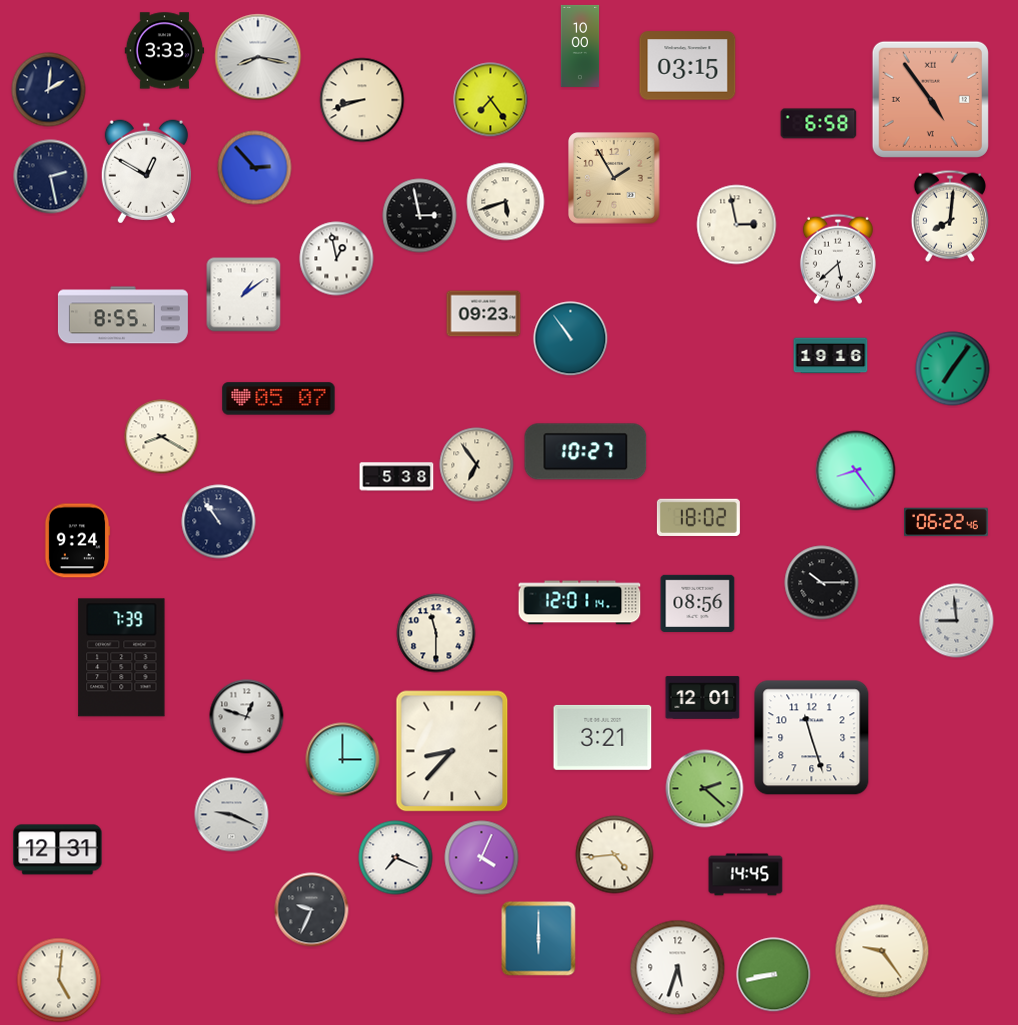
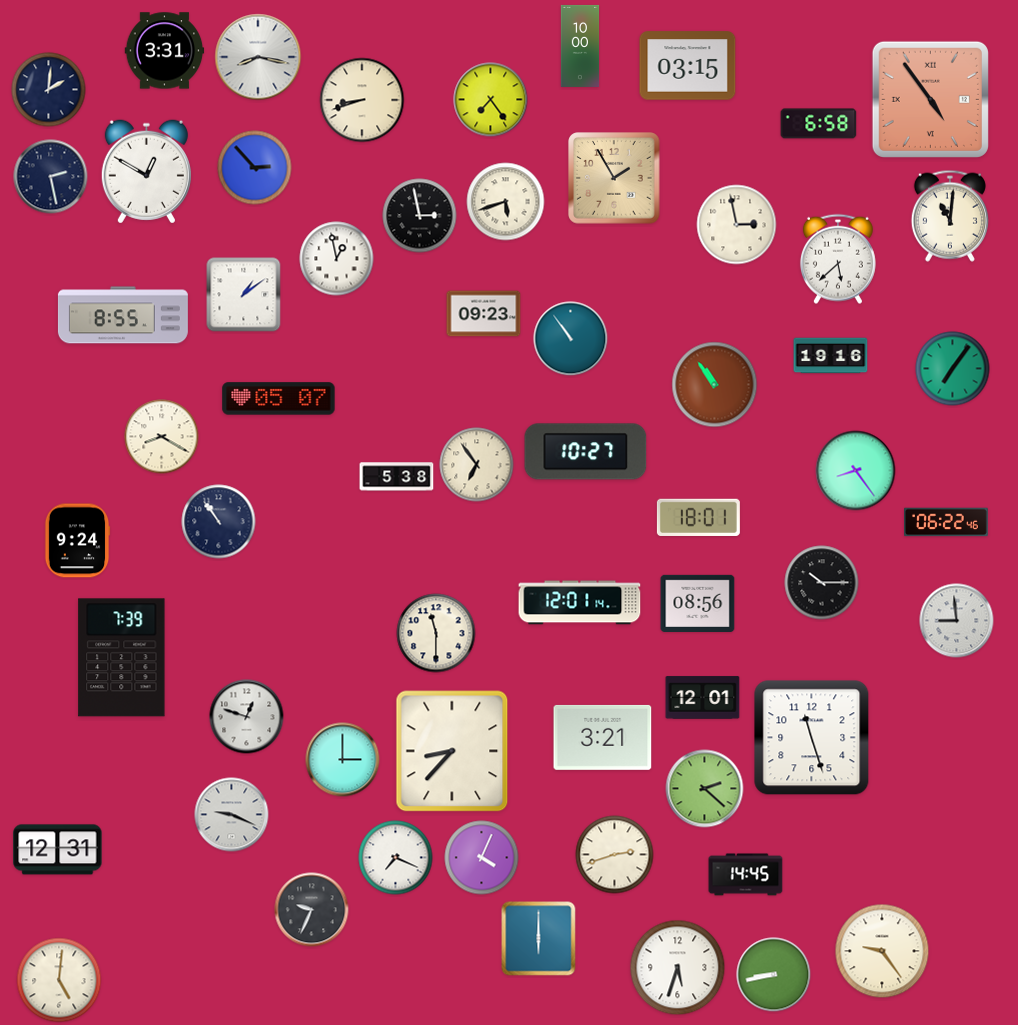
clock at (165, 51): 3:33 -> 3:31
clock at (950, 216): 8:01 -> 11:01
clock at (715, 385): none -> 10:54
clock at (698, 517): 18:02 -> 18:01
clock at (615, 855): 4:44 -> 2:42
